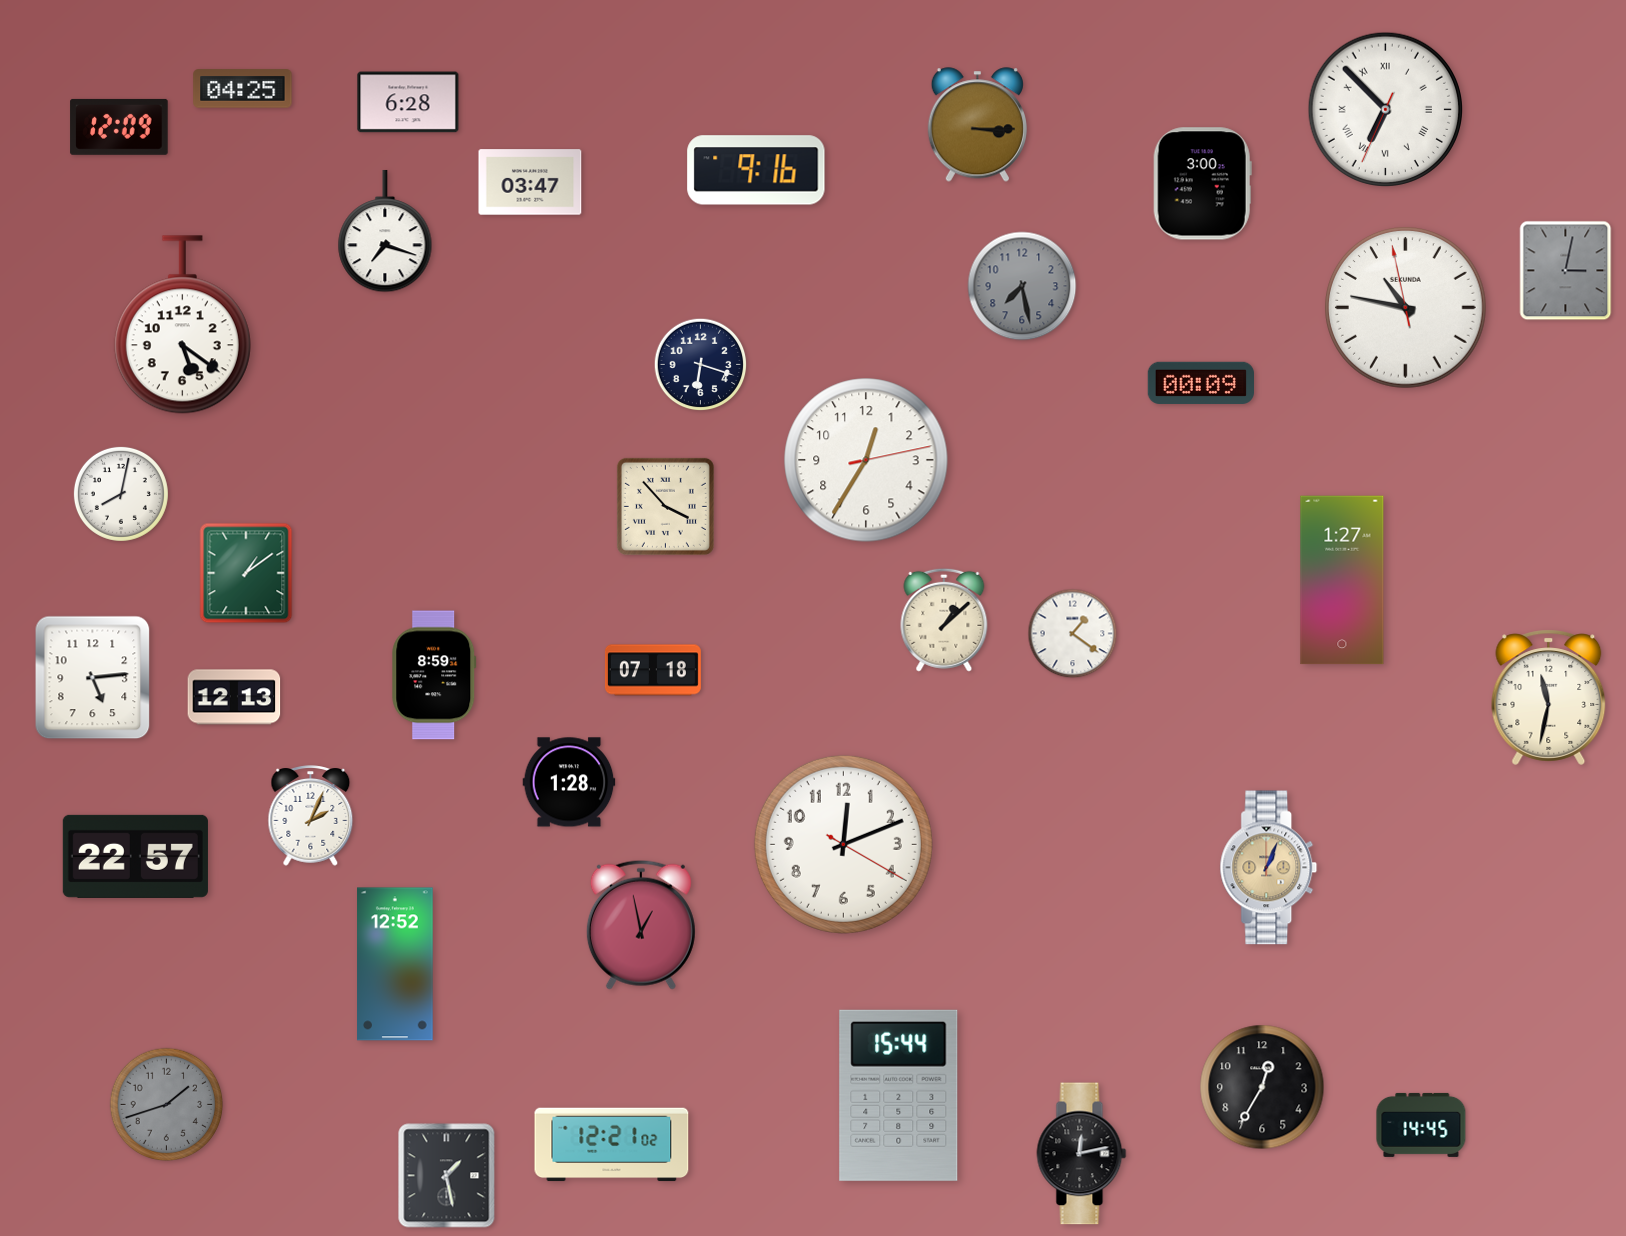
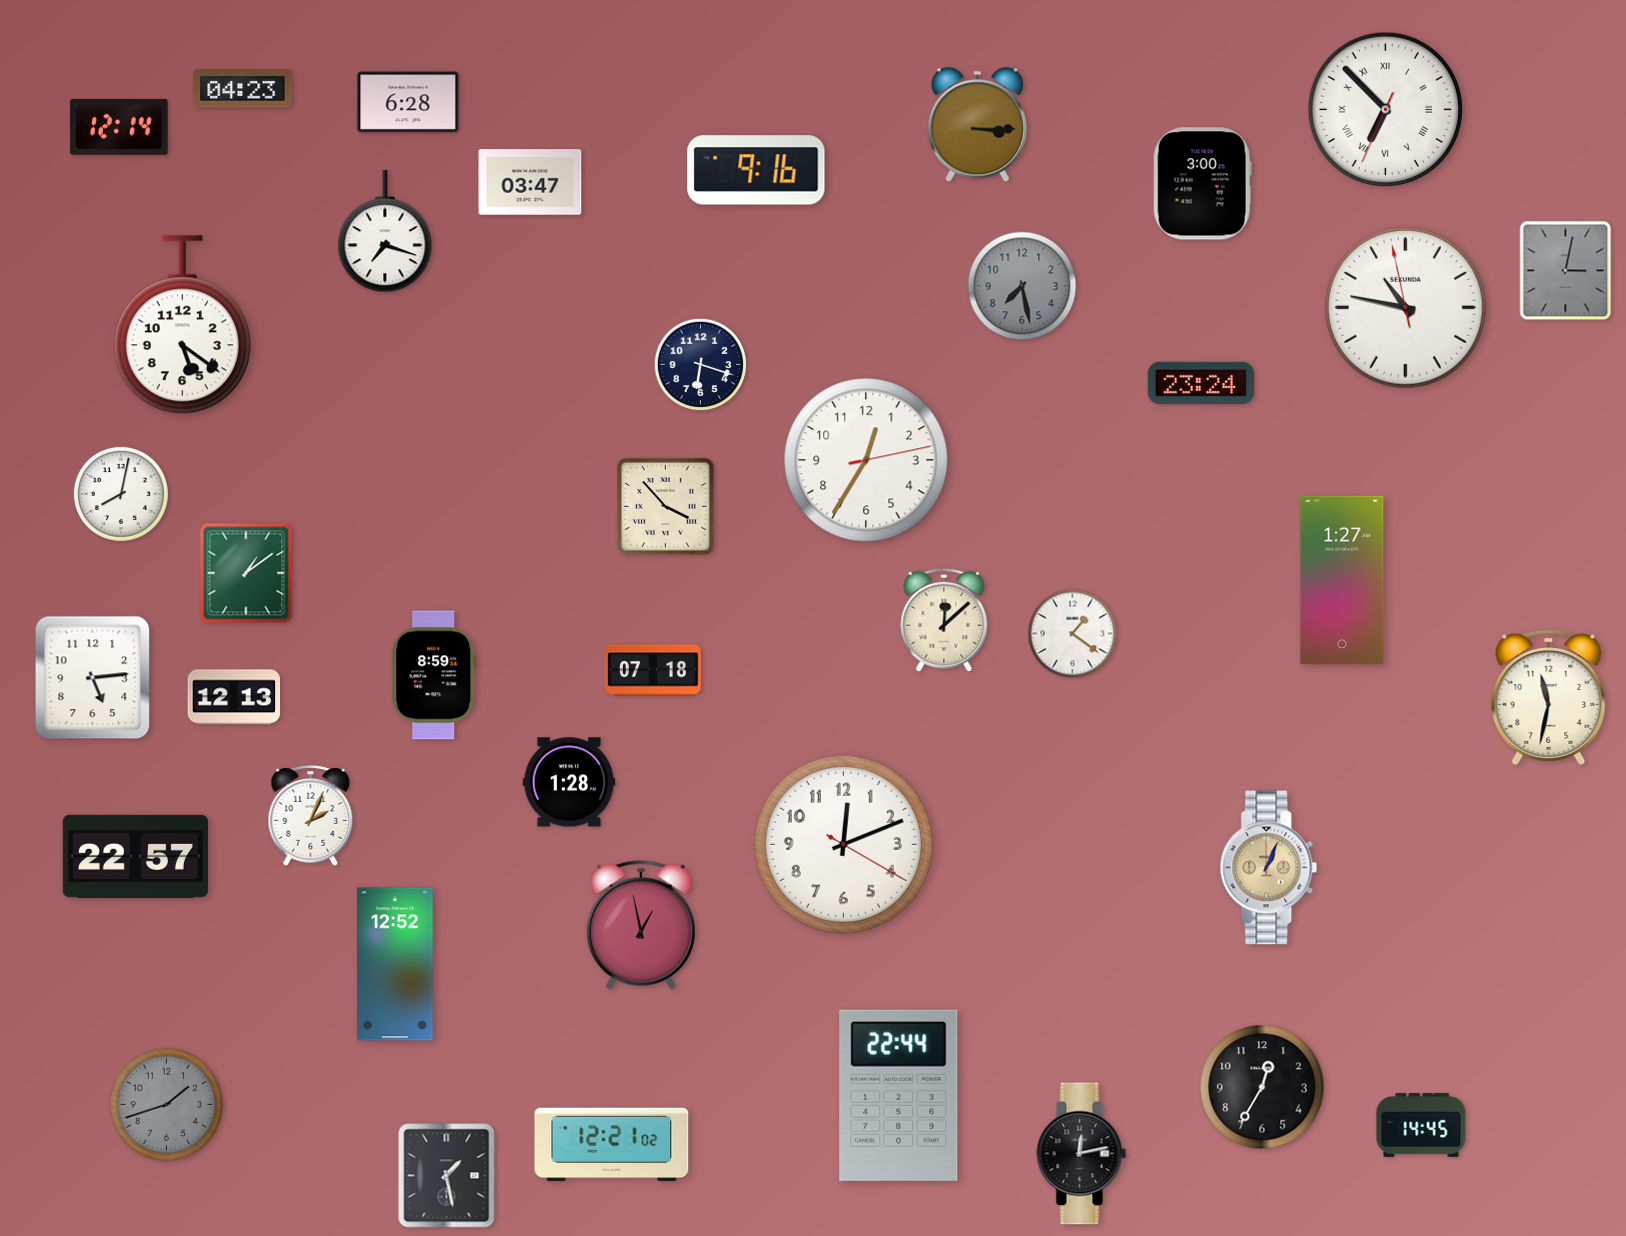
clock at (243, 89): 04:25 -> 04:23
clock at (119, 127): 12:09 -> 12:14
clock at (1200, 383): 00:09 -> 23:24
clock at (944, 620): 1:08 -> 12:08
clock at (899, 1095): 15:44 -> 22:44
